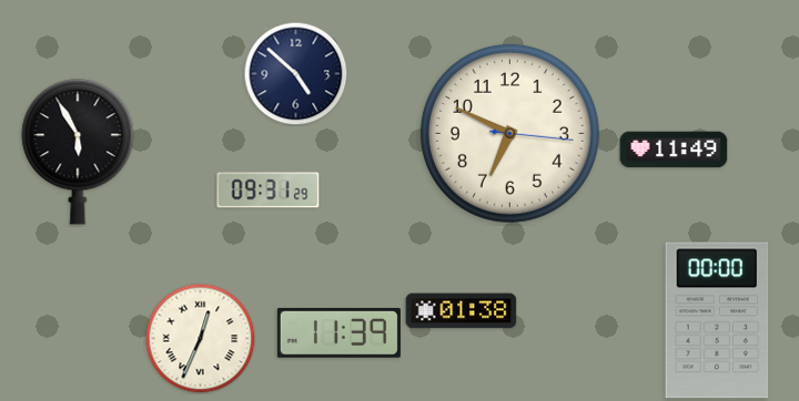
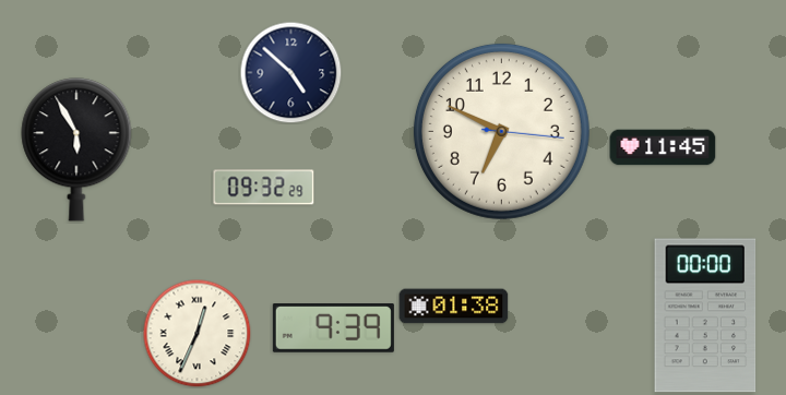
clock at (674, 150): 11:49 -> 11:45
clock at (269, 191): 09:31 -> 09:32
clock at (338, 333): 11:39 -> 9:39
